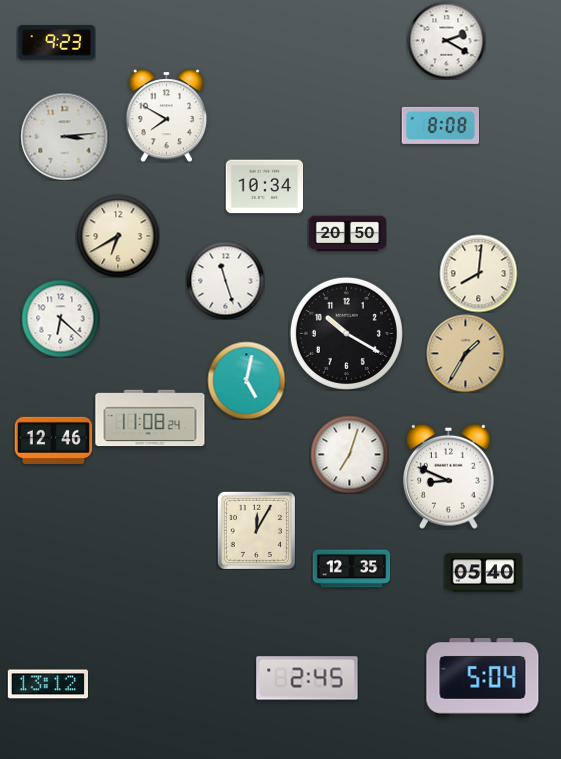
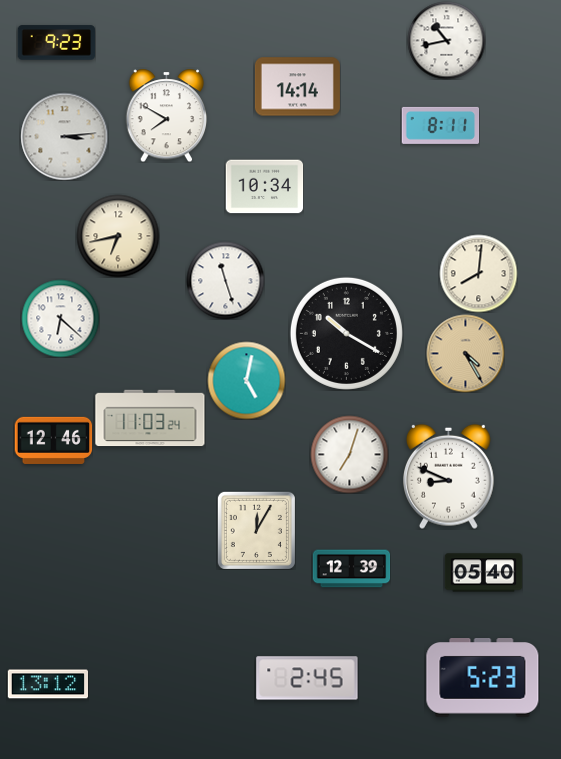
clock at (446, 40): 2:20 -> 10:43
clock at (297, 87): none -> 14:14
clock at (440, 125): 8:08 -> 8:11
clock at (347, 234): 20:50 -> none
clock at (118, 236): 6:40 -> 6:43
clock at (465, 353): 1:35 -> 4:25
clock at (150, 418): 11:08 -> 11:03
clock at (351, 569): 12:35 -> 12:39
clock at (483, 678): 5:04 -> 5:23
